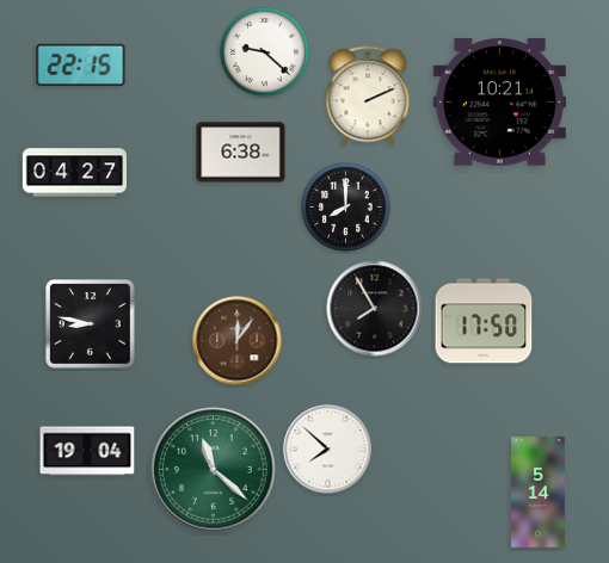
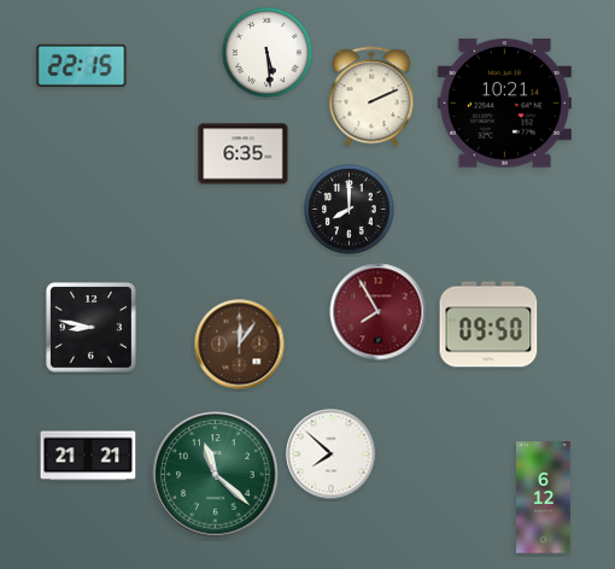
clock at (265, 52): 9:22 -> 5:29
clock at (241, 153): 6:38 -> 6:35
clock at (74, 173): 04:27 -> none
clock at (375, 309) dial: black -> burgundy
clock at (484, 321): 17:50 -> 09:50
clock at (87, 451): 19:04 -> 21:21
clock at (539, 493): 5:14 -> 6:12
